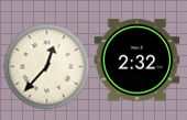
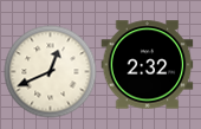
clock at (46, 66): 12:37 -> 12:41
